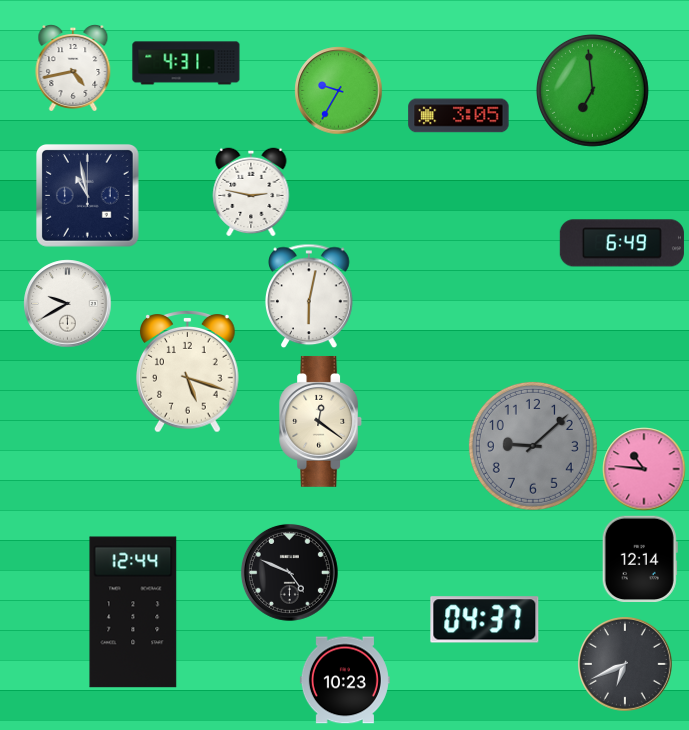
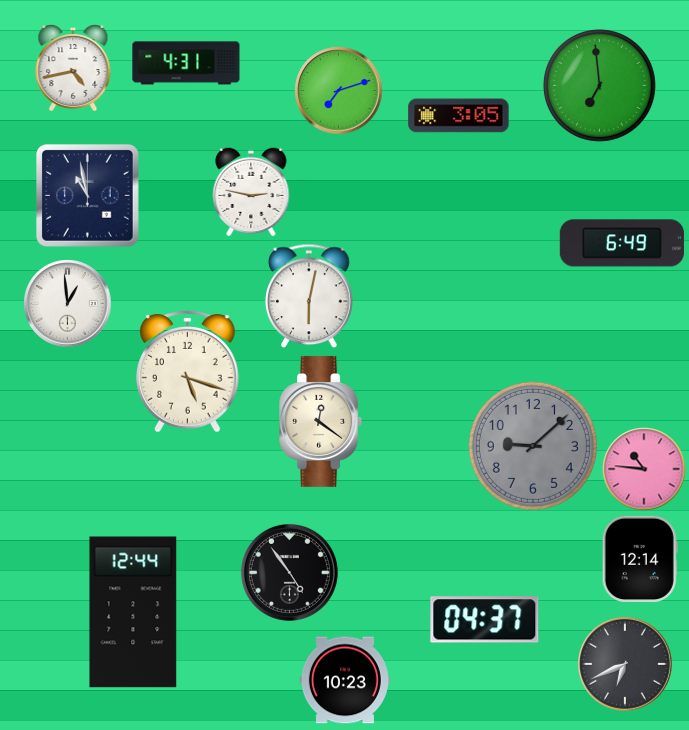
clock at (592, 90) position: (592, 90) -> (599, 85)
clock at (339, 91): 9:35 -> 7:12
clock at (68, 304): 9:40 -> 12:59
clock at (289, 572): 4:49 -> 4:54
